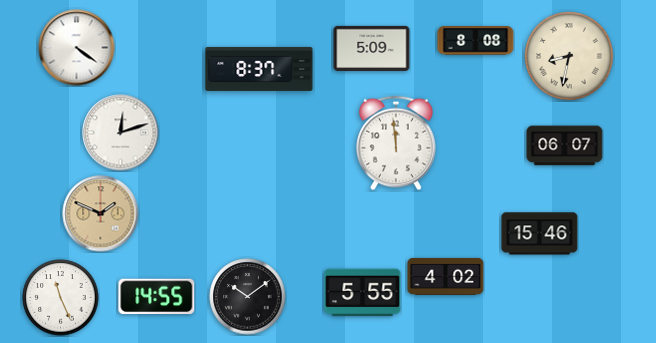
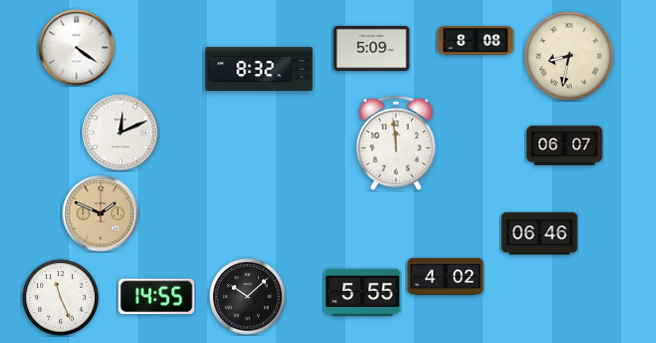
clock at (259, 69): 8:37 -> 8:32
clock at (121, 133): 12:12 -> 12:11
clock at (540, 234): 15:46 -> 06:46
clock at (248, 297): 10:09 -> 10:08
